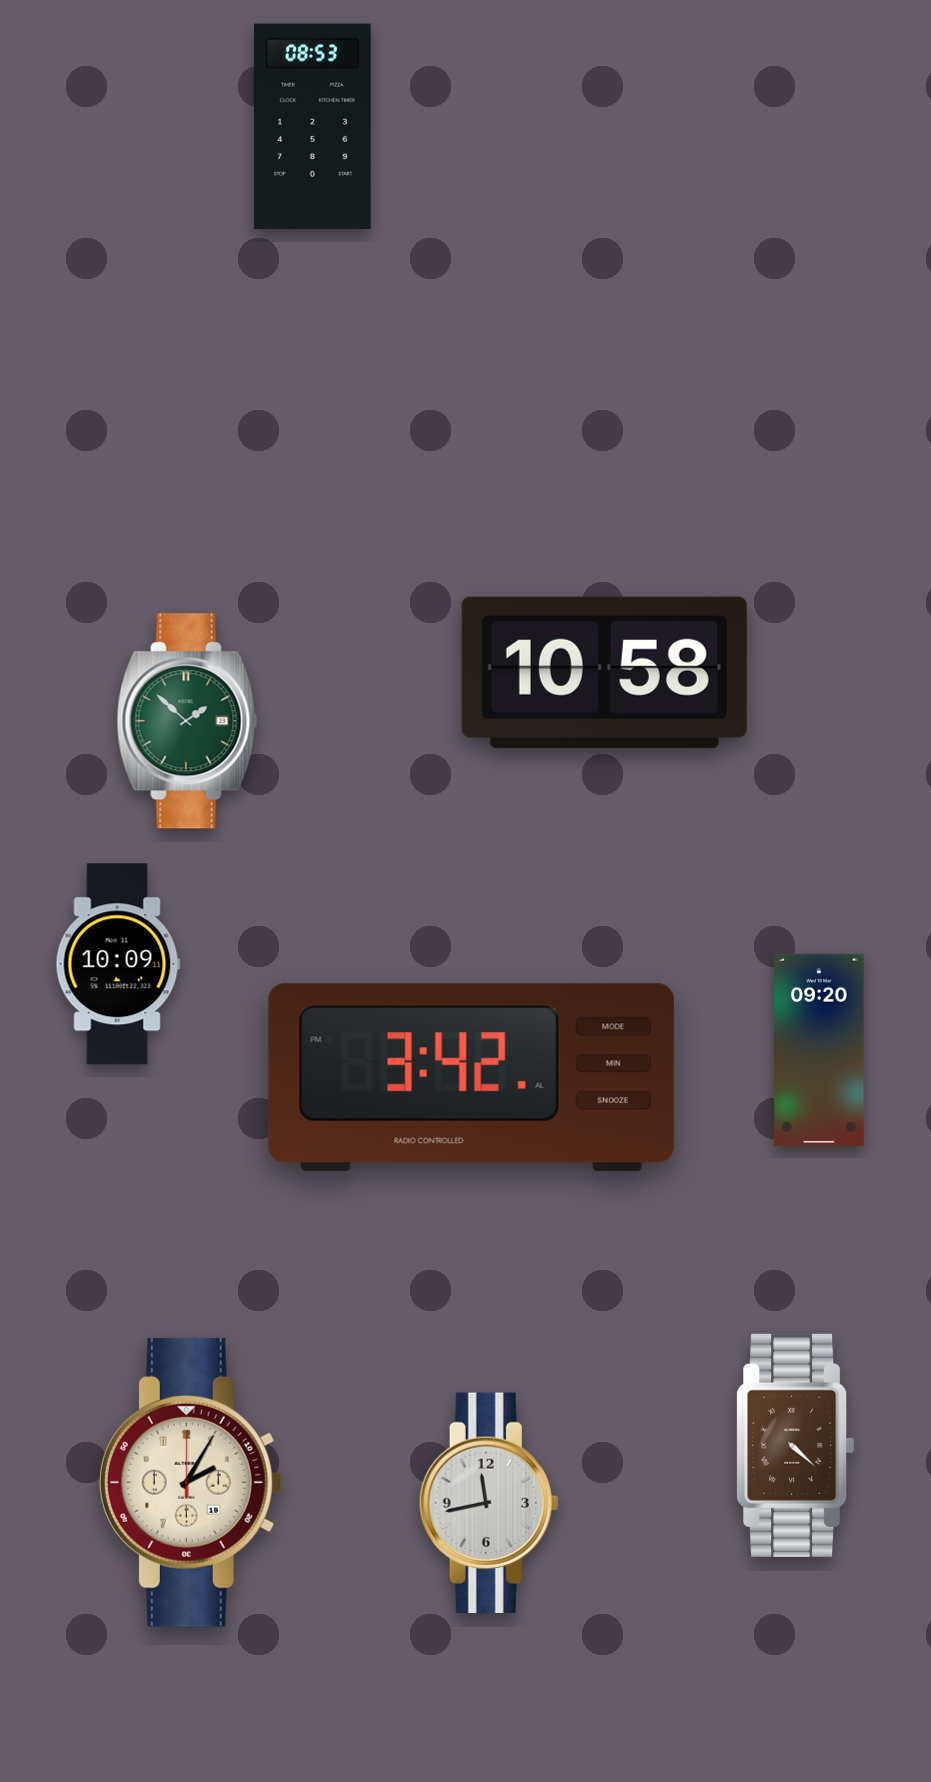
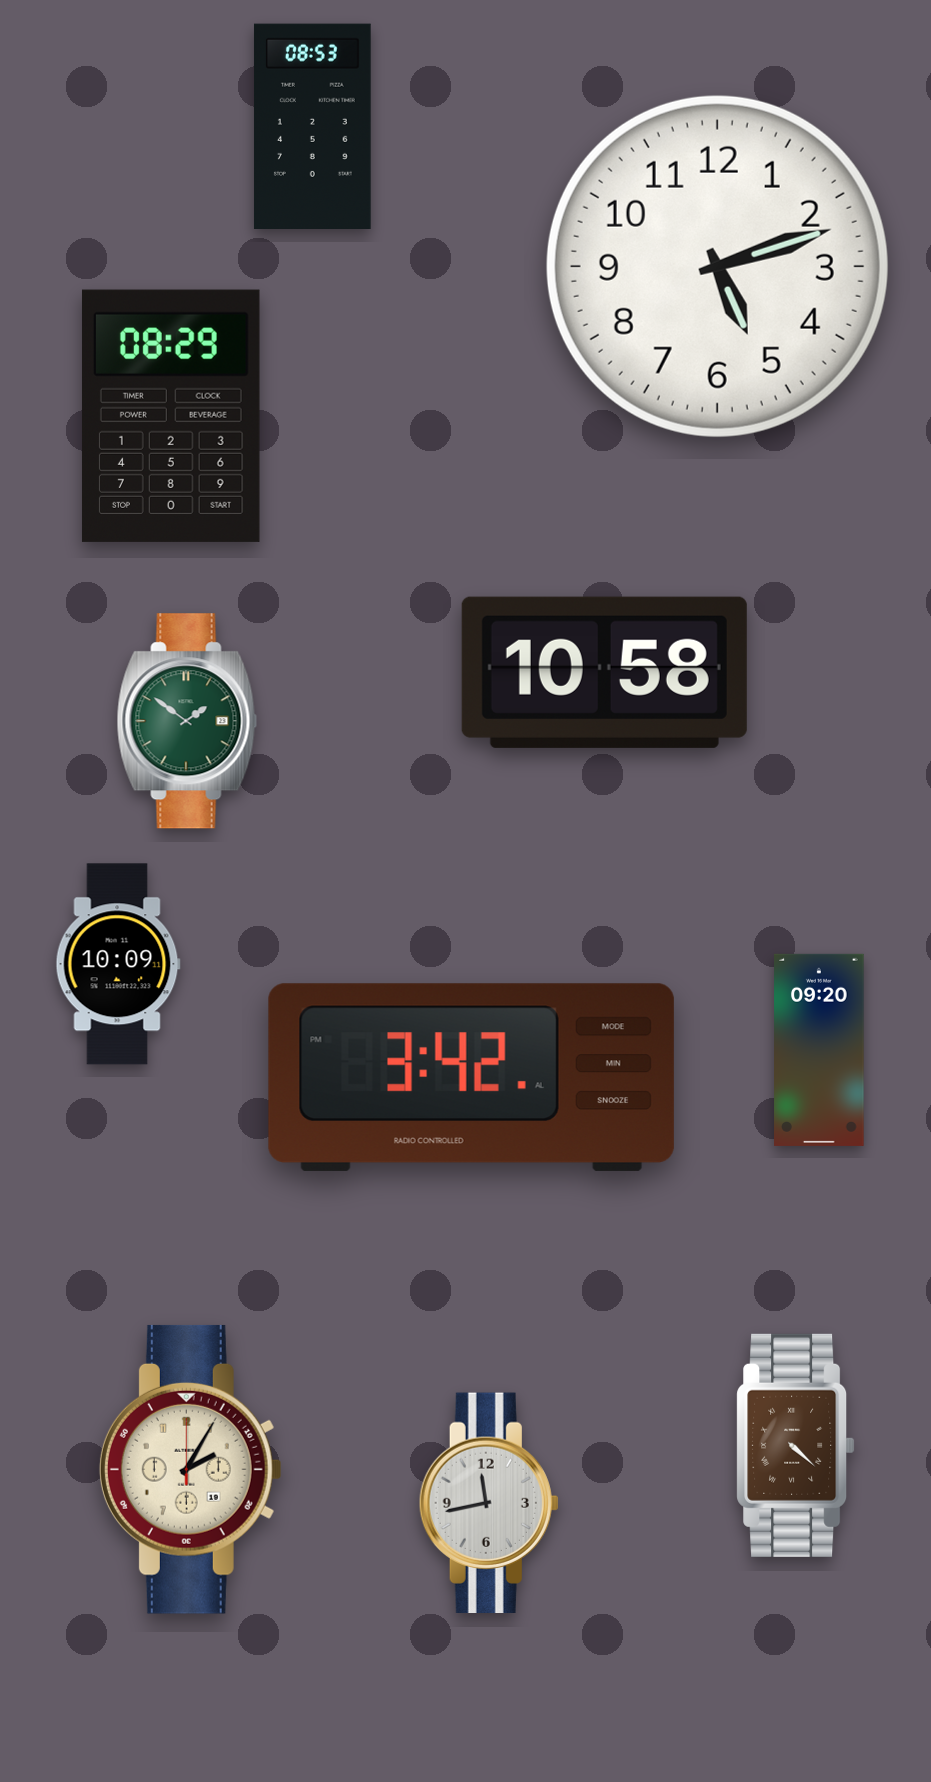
clock at (717, 266): none -> 5:12
clock at (171, 416): none -> 08:29
clock at (187, 721): 1:52 -> 1:51
clock at (190, 1482) position: (190, 1482) -> (190, 1469)
